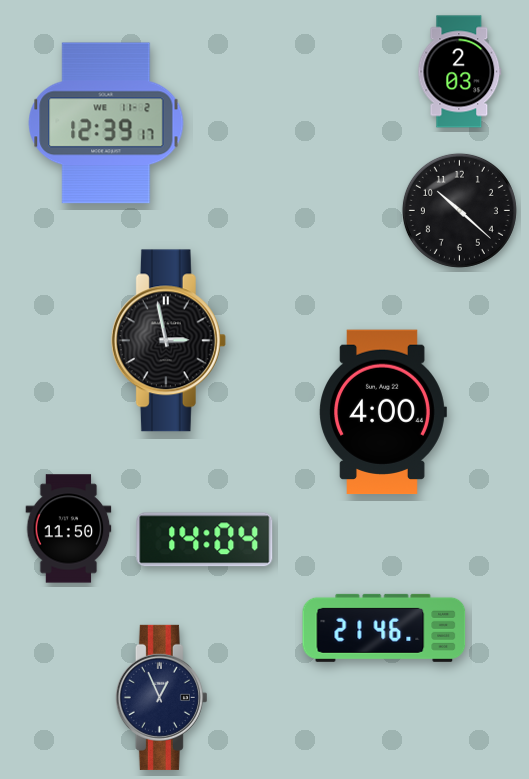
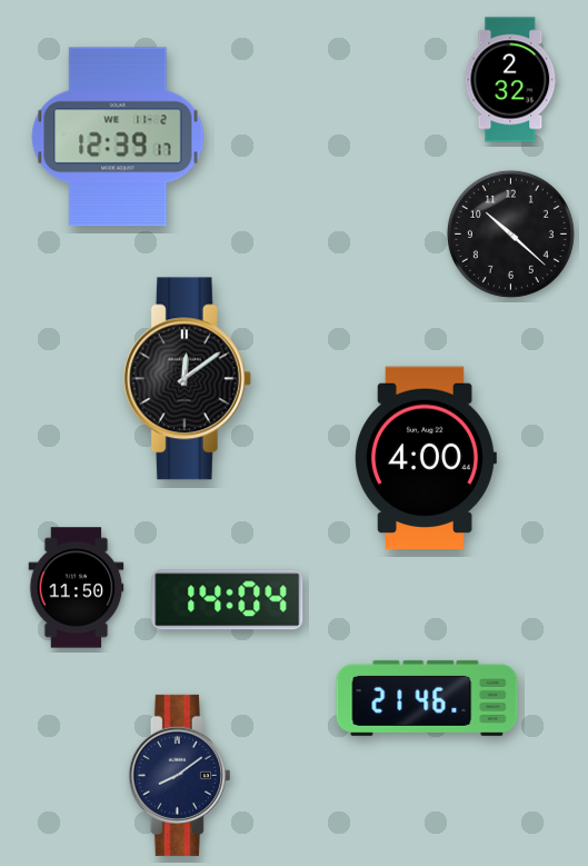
clock at (460, 72): 2:03 -> 2:32
clock at (168, 341): 2:58 -> 12:09
clock at (161, 697): 12:56 -> 8:09
